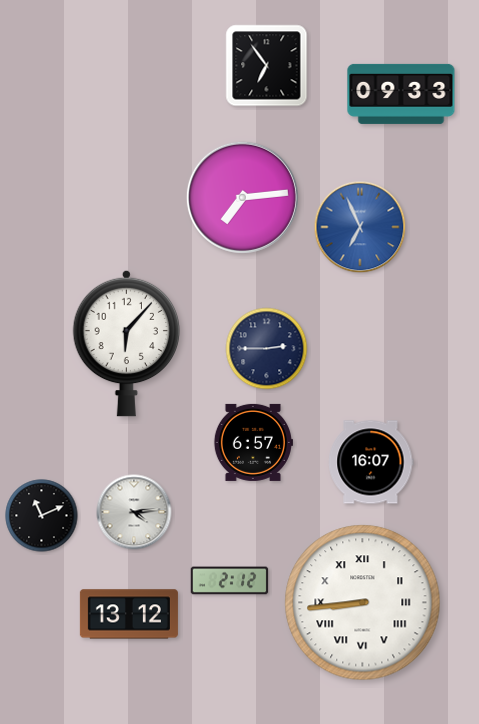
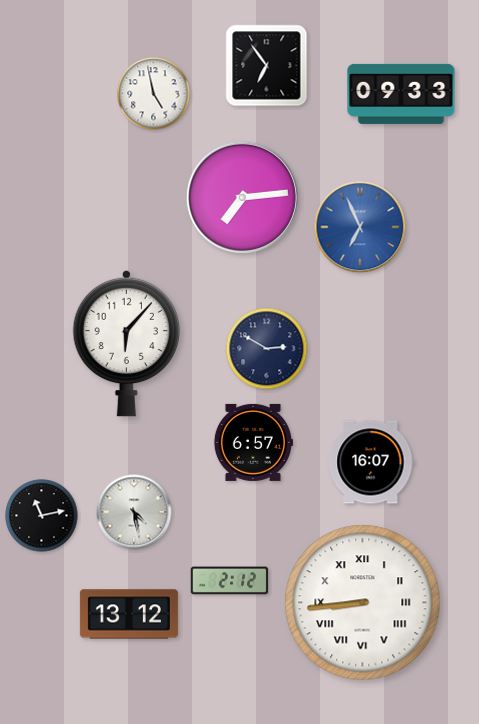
clock at (154, 94): none -> 4:58
clock at (267, 349): 2:45 -> 2:50
clock at (134, 512): 4:14 -> 4:28
clock at (42, 516): 11:11 -> 11:13
